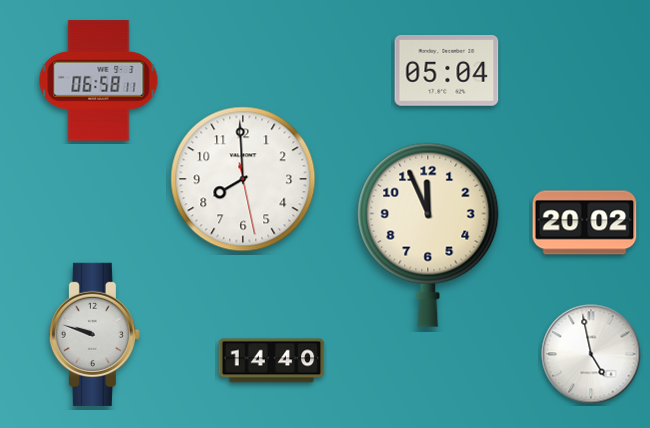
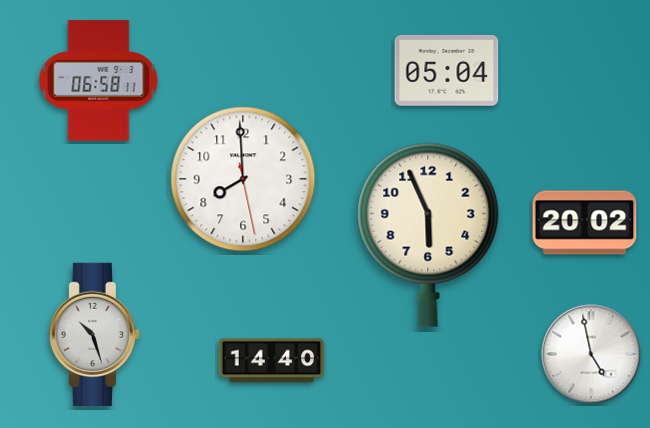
clock at (428, 235): 11:56 -> 5:56
clock at (94, 334): 9:48 -> 10:27
